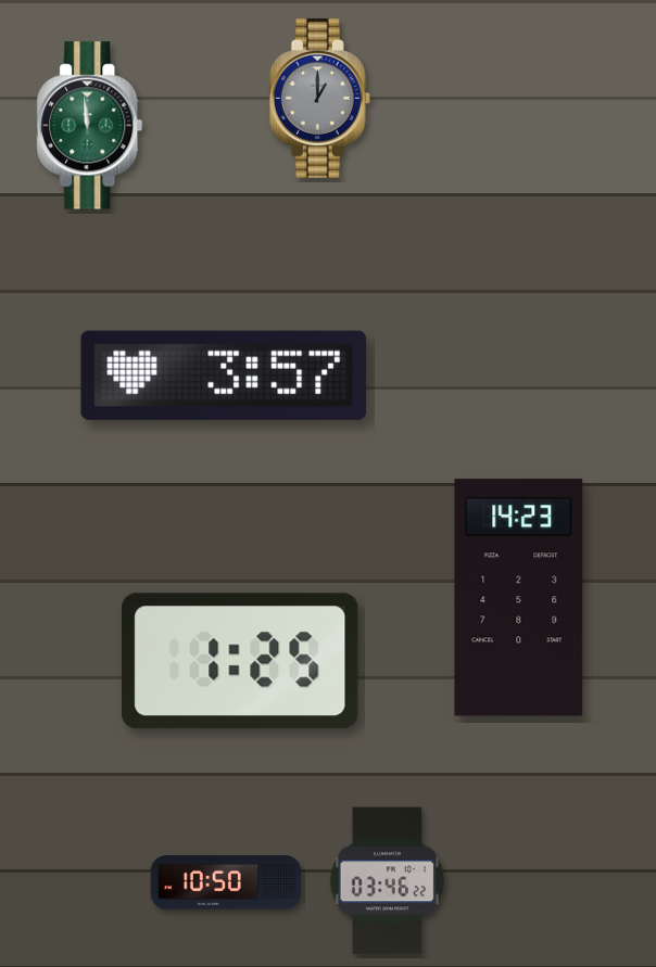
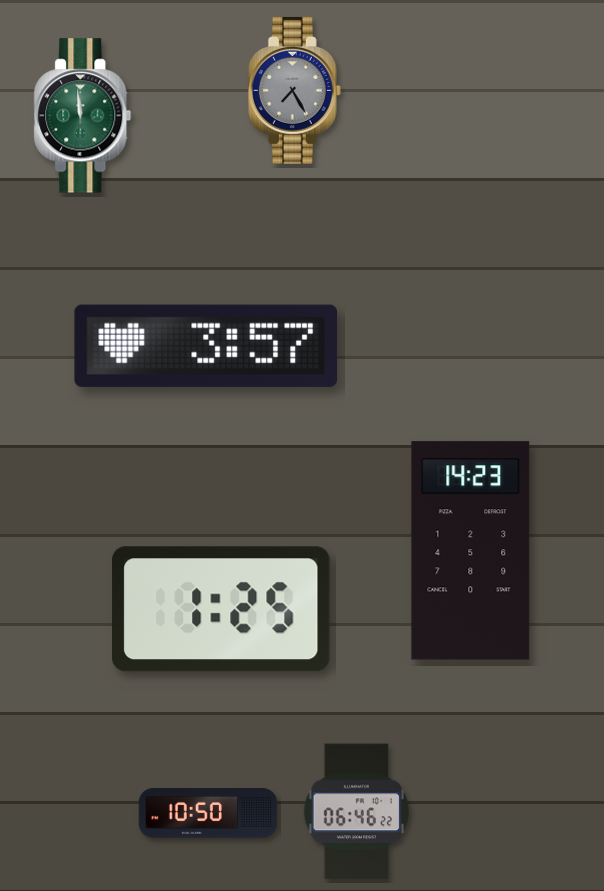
clock at (319, 98): 1:00 -> 7:25
clock at (519, 598) position: (519, 598) -> (471, 551)
clock at (387, 881): 03:46 -> 06:46
